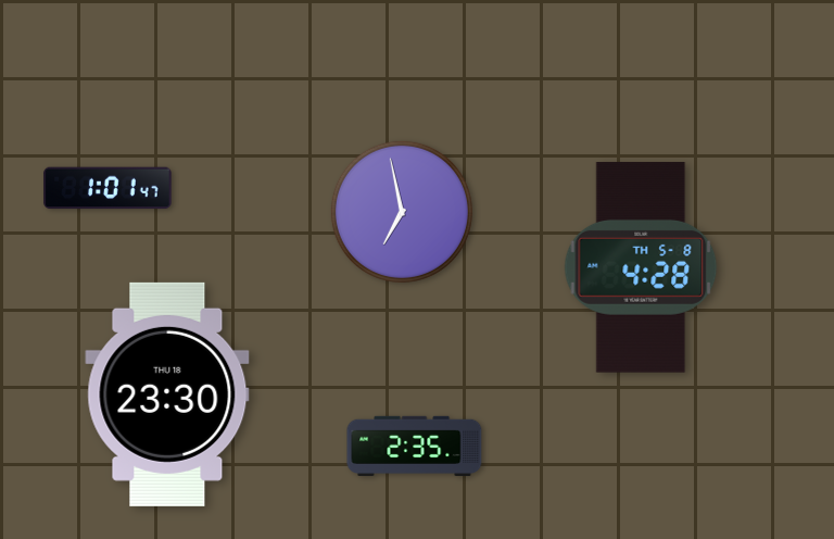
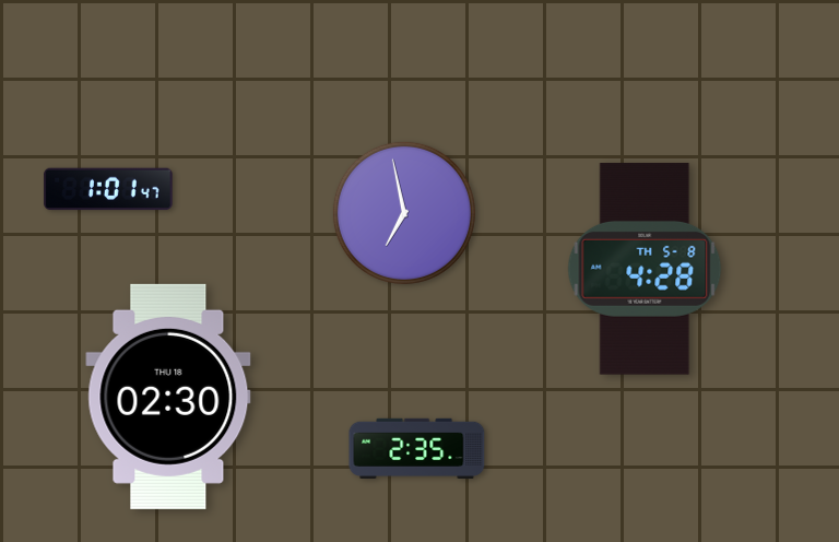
clock at (167, 394): 23:30 -> 02:30
